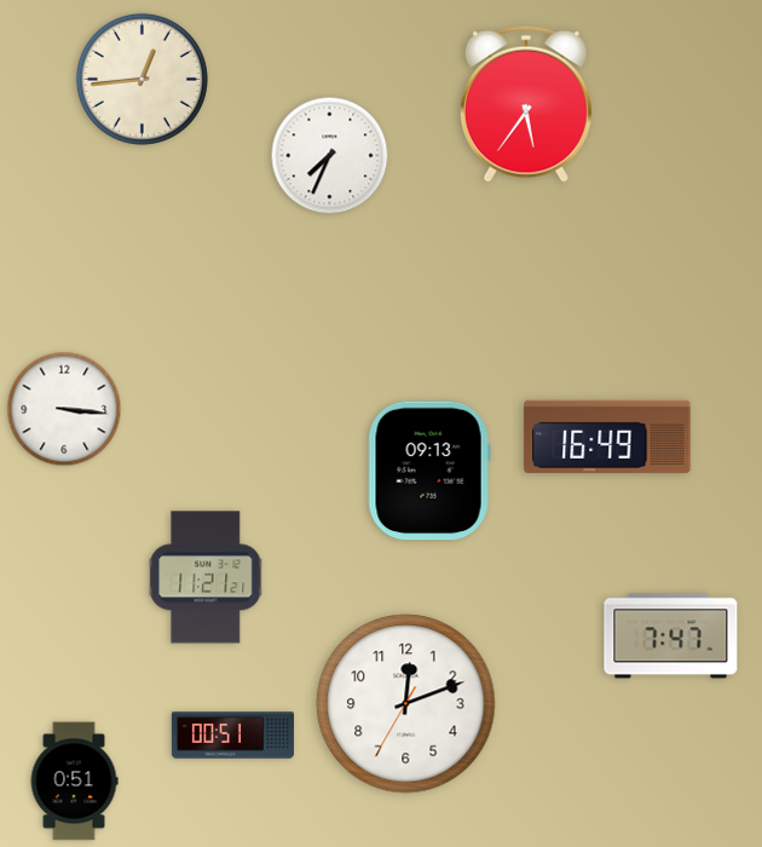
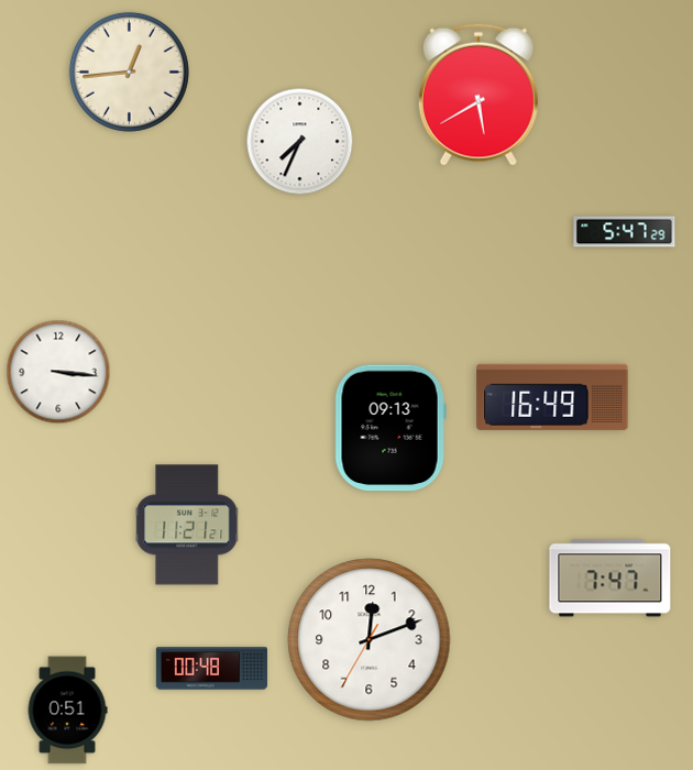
clock at (526, 104): 5:36 -> 5:40
clock at (625, 232): none -> 5:47
clock at (232, 736): 00:51 -> 00:48
